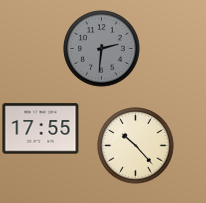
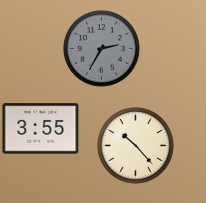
clock at (102, 49): 2:31 -> 2:35
clock at (41, 129): 17:55 -> 3:55
